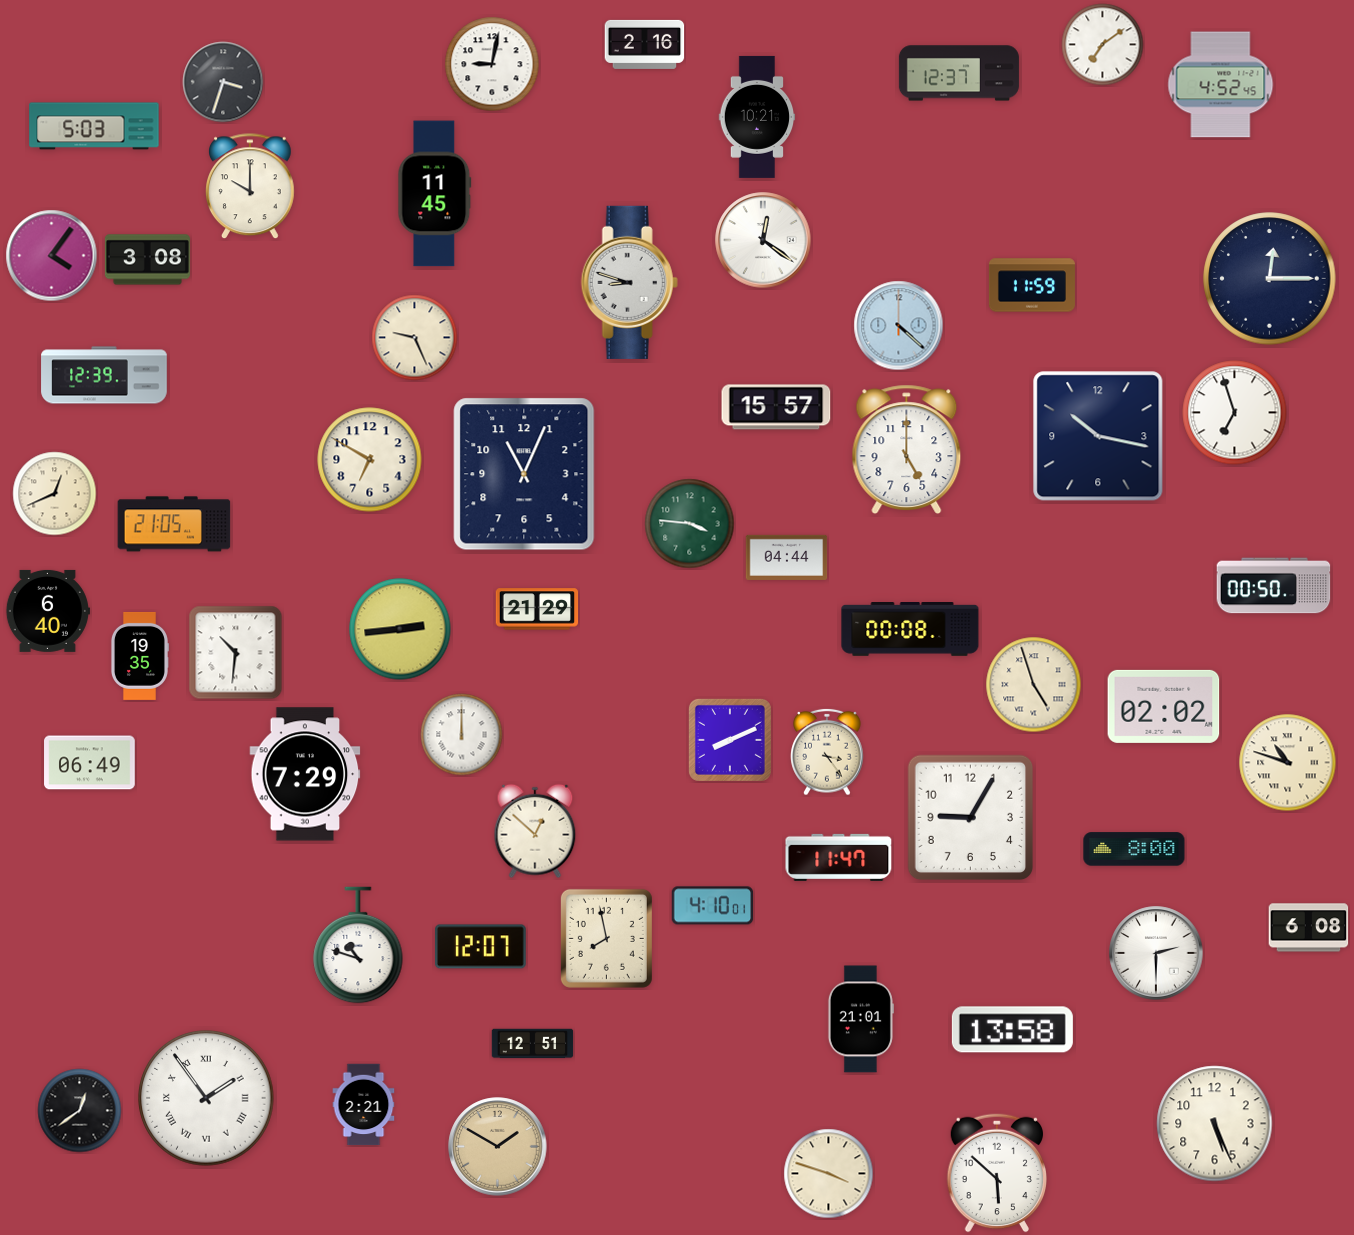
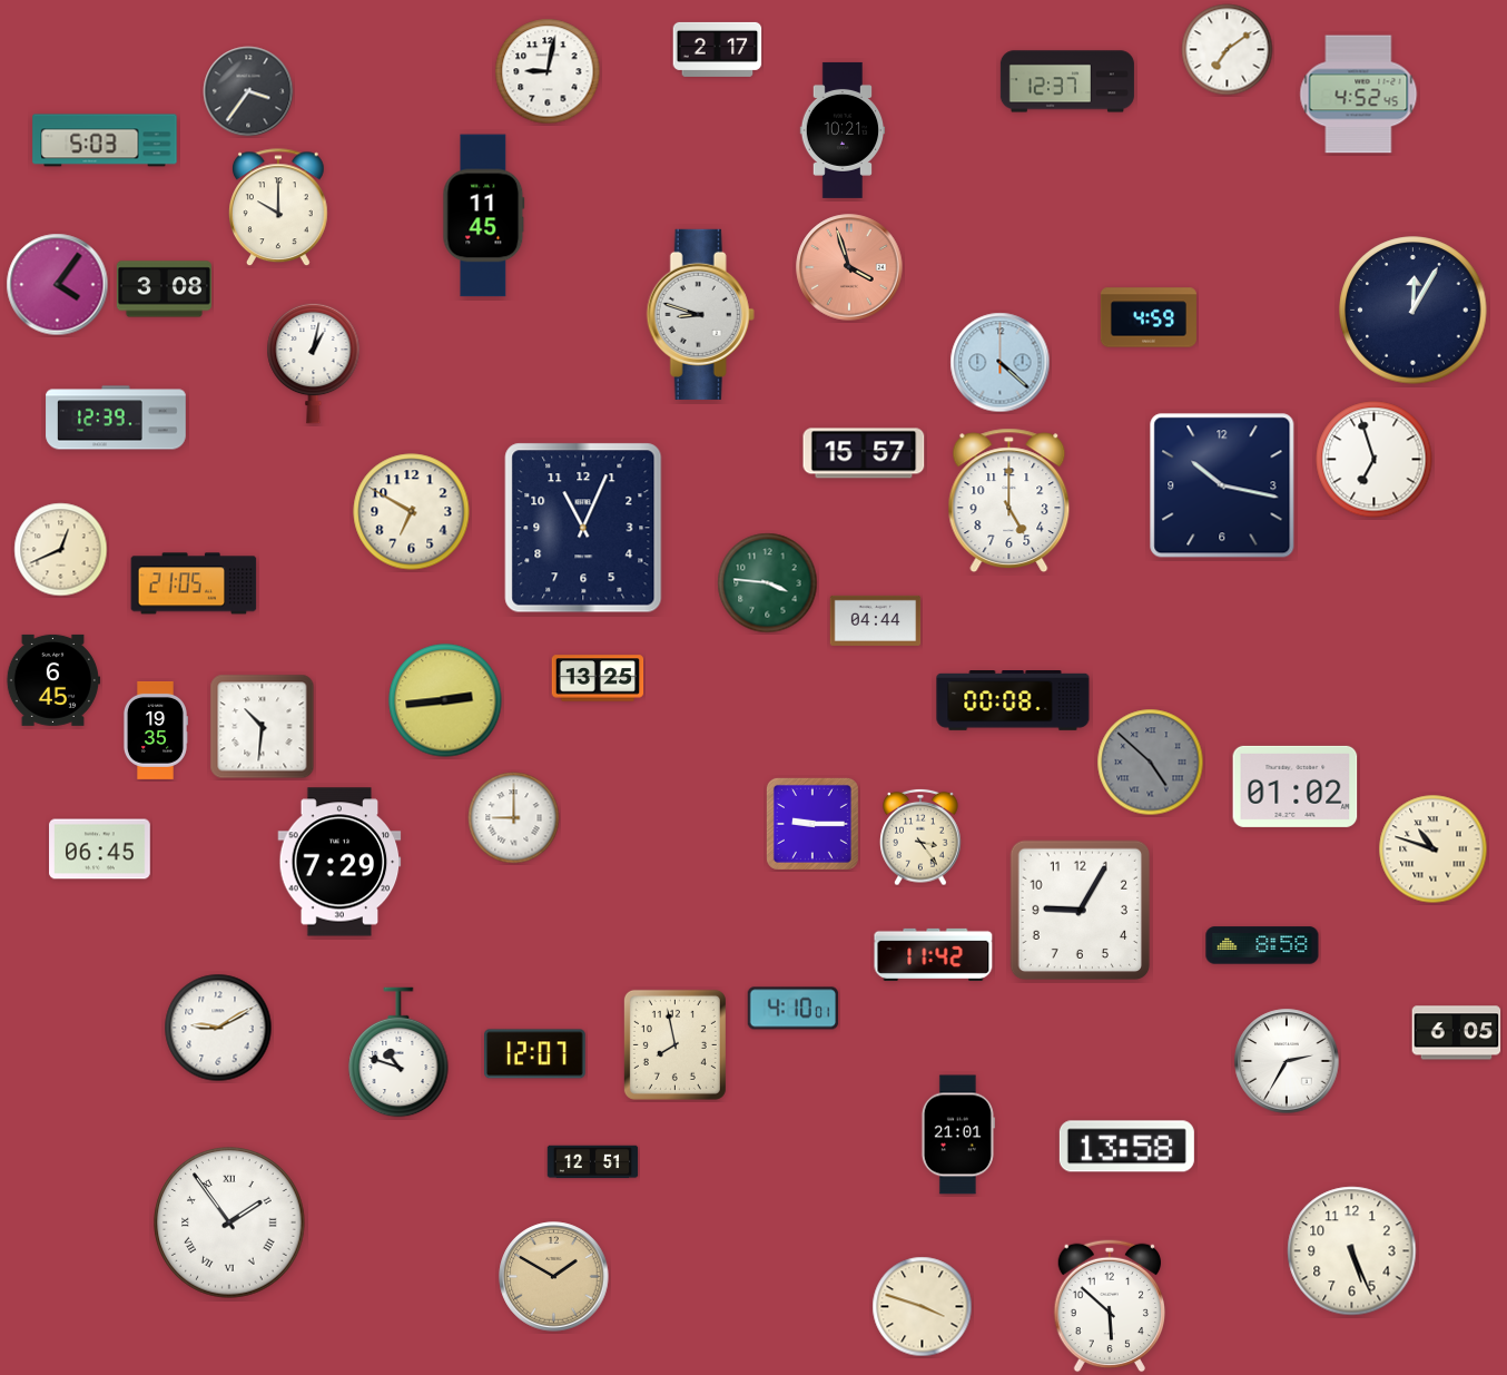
clock at (645, 44): 2:16 -> 2:17
clock at (223, 82): 3:33 -> 3:36
clock at (763, 240): 12:21 -> 3:57
clock at (763, 240) dial: white -> salmon
clock at (1270, 279): 12:15 -> 12:05
clock at (1032, 285): 11:59 -> 4:59
clock at (314, 363): none -> 1:02
clock at (415, 338): 9:26 -> none
clock at (1274, 586): 00:50 -> none
clock at (537, 609): 21:29 -> 13:25
clock at (48, 611): 6:40 -> 6:45
clock at (1034, 685): 4:57 -> 4:52
clock at (1034, 685) dial: cream -> grey
clock at (1164, 706): 02:02 -> 01:02
clock at (462, 735): 12:00 -> 9:00
clock at (730, 740): 8:11 -> 9:15
clock at (90, 763): 06:49 -> 06:45
clock at (535, 831): 12:52 -> none
clock at (1134, 849): 8:00 -> 8:58
clock at (839, 857): 11:47 -> 11:42
clock at (218, 1028): none -> 9:10
clock at (1309, 928): 6:08 -> 6:05
clock at (1156, 953): 2:30 -> 2:35
clock at (364, 1105): 2:21 -> none
clock at (80, 1111): 12:39 -> none
